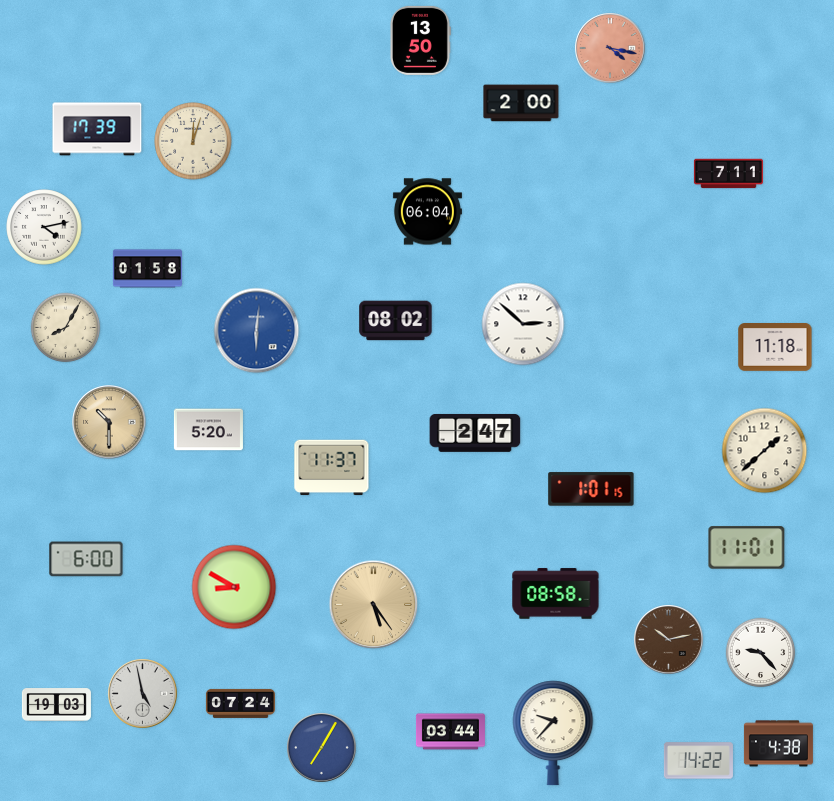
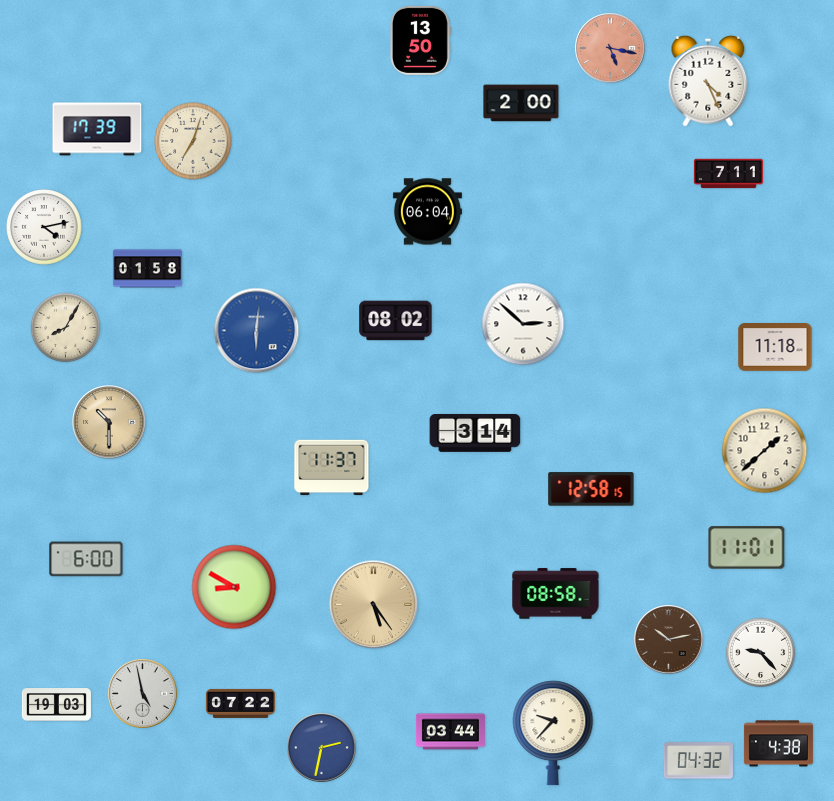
clock at (610, 48): 4:17 -> 5:17
clock at (708, 81): none -> 4:26
clock at (193, 141): 12:03 -> 7:03
clock at (208, 430): 5:20 -> none
clock at (475, 433): 2:47 -> 3:14
clock at (591, 489): 1:01 -> 12:58
clock at (240, 703): 07:24 -> 07:22
clock at (322, 748): 7:05 -> 2:32
clock at (698, 761): 14:22 -> 04:32
